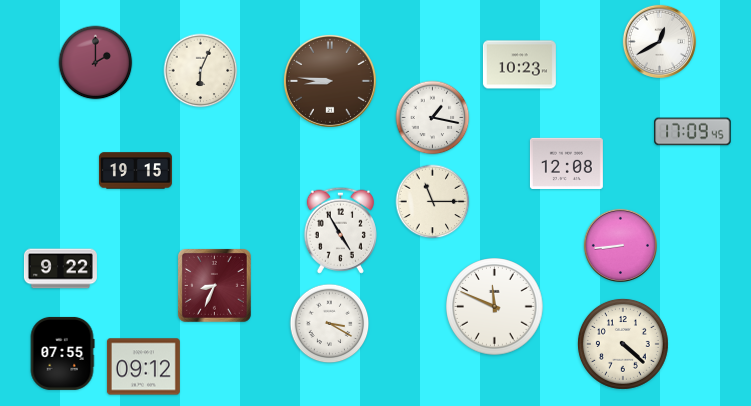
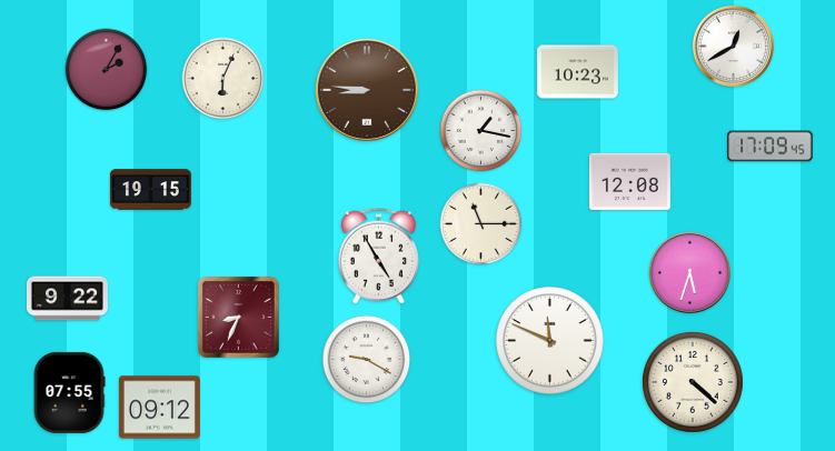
clock at (96, 63): 2:00 -> 2:05
clock at (620, 245): 8:44 -> 5:33
clock at (330, 324): 3:20 -> 9:20
